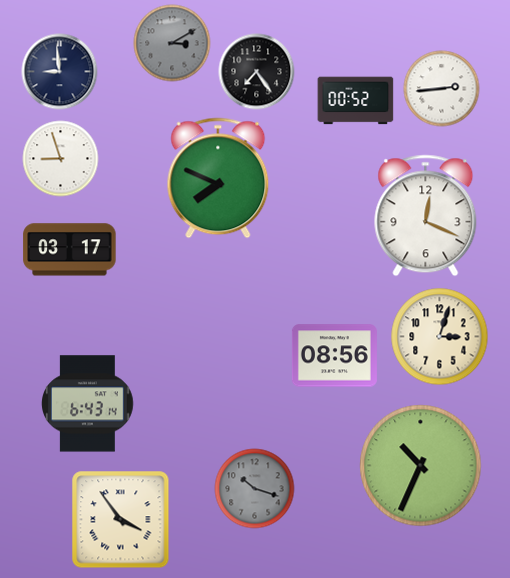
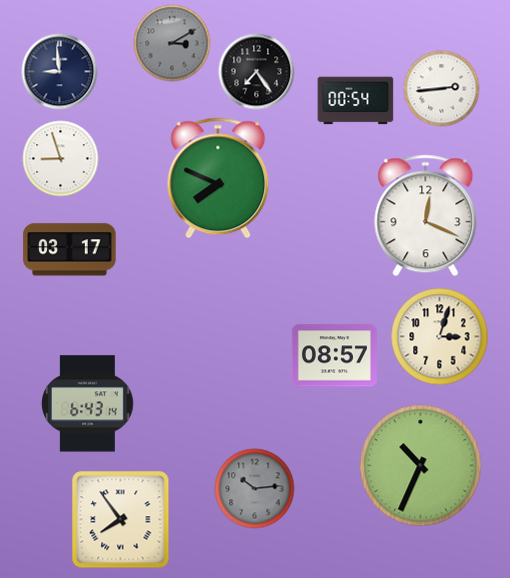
clock at (356, 101): 00:52 -> 00:54
clock at (334, 356): 08:56 -> 08:57
clock at (255, 489): 10:18 -> 10:14
clock at (121, 520): 3:54 -> 7:54
